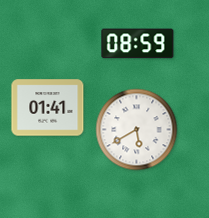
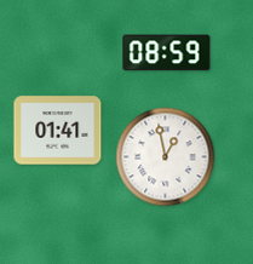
clock at (137, 130): 5:40 -> 12:58
